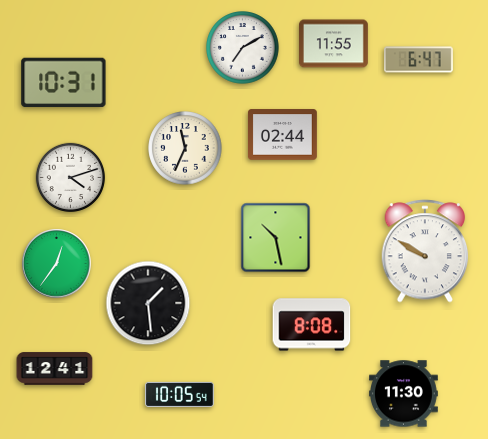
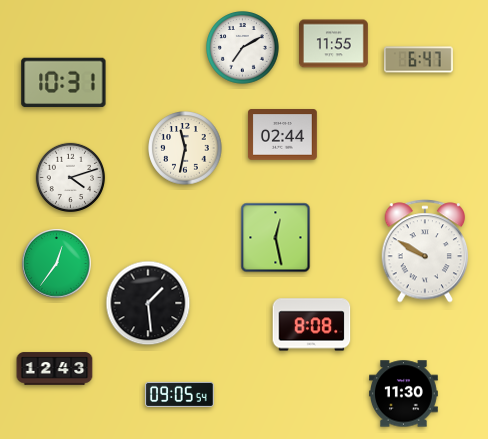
clock at (185, 148): 11:34 -> 11:32
clock at (276, 238): 10:28 -> 12:28
clock at (55, 369): 12:41 -> 12:43
clock at (180, 394): 10:05 -> 09:05
